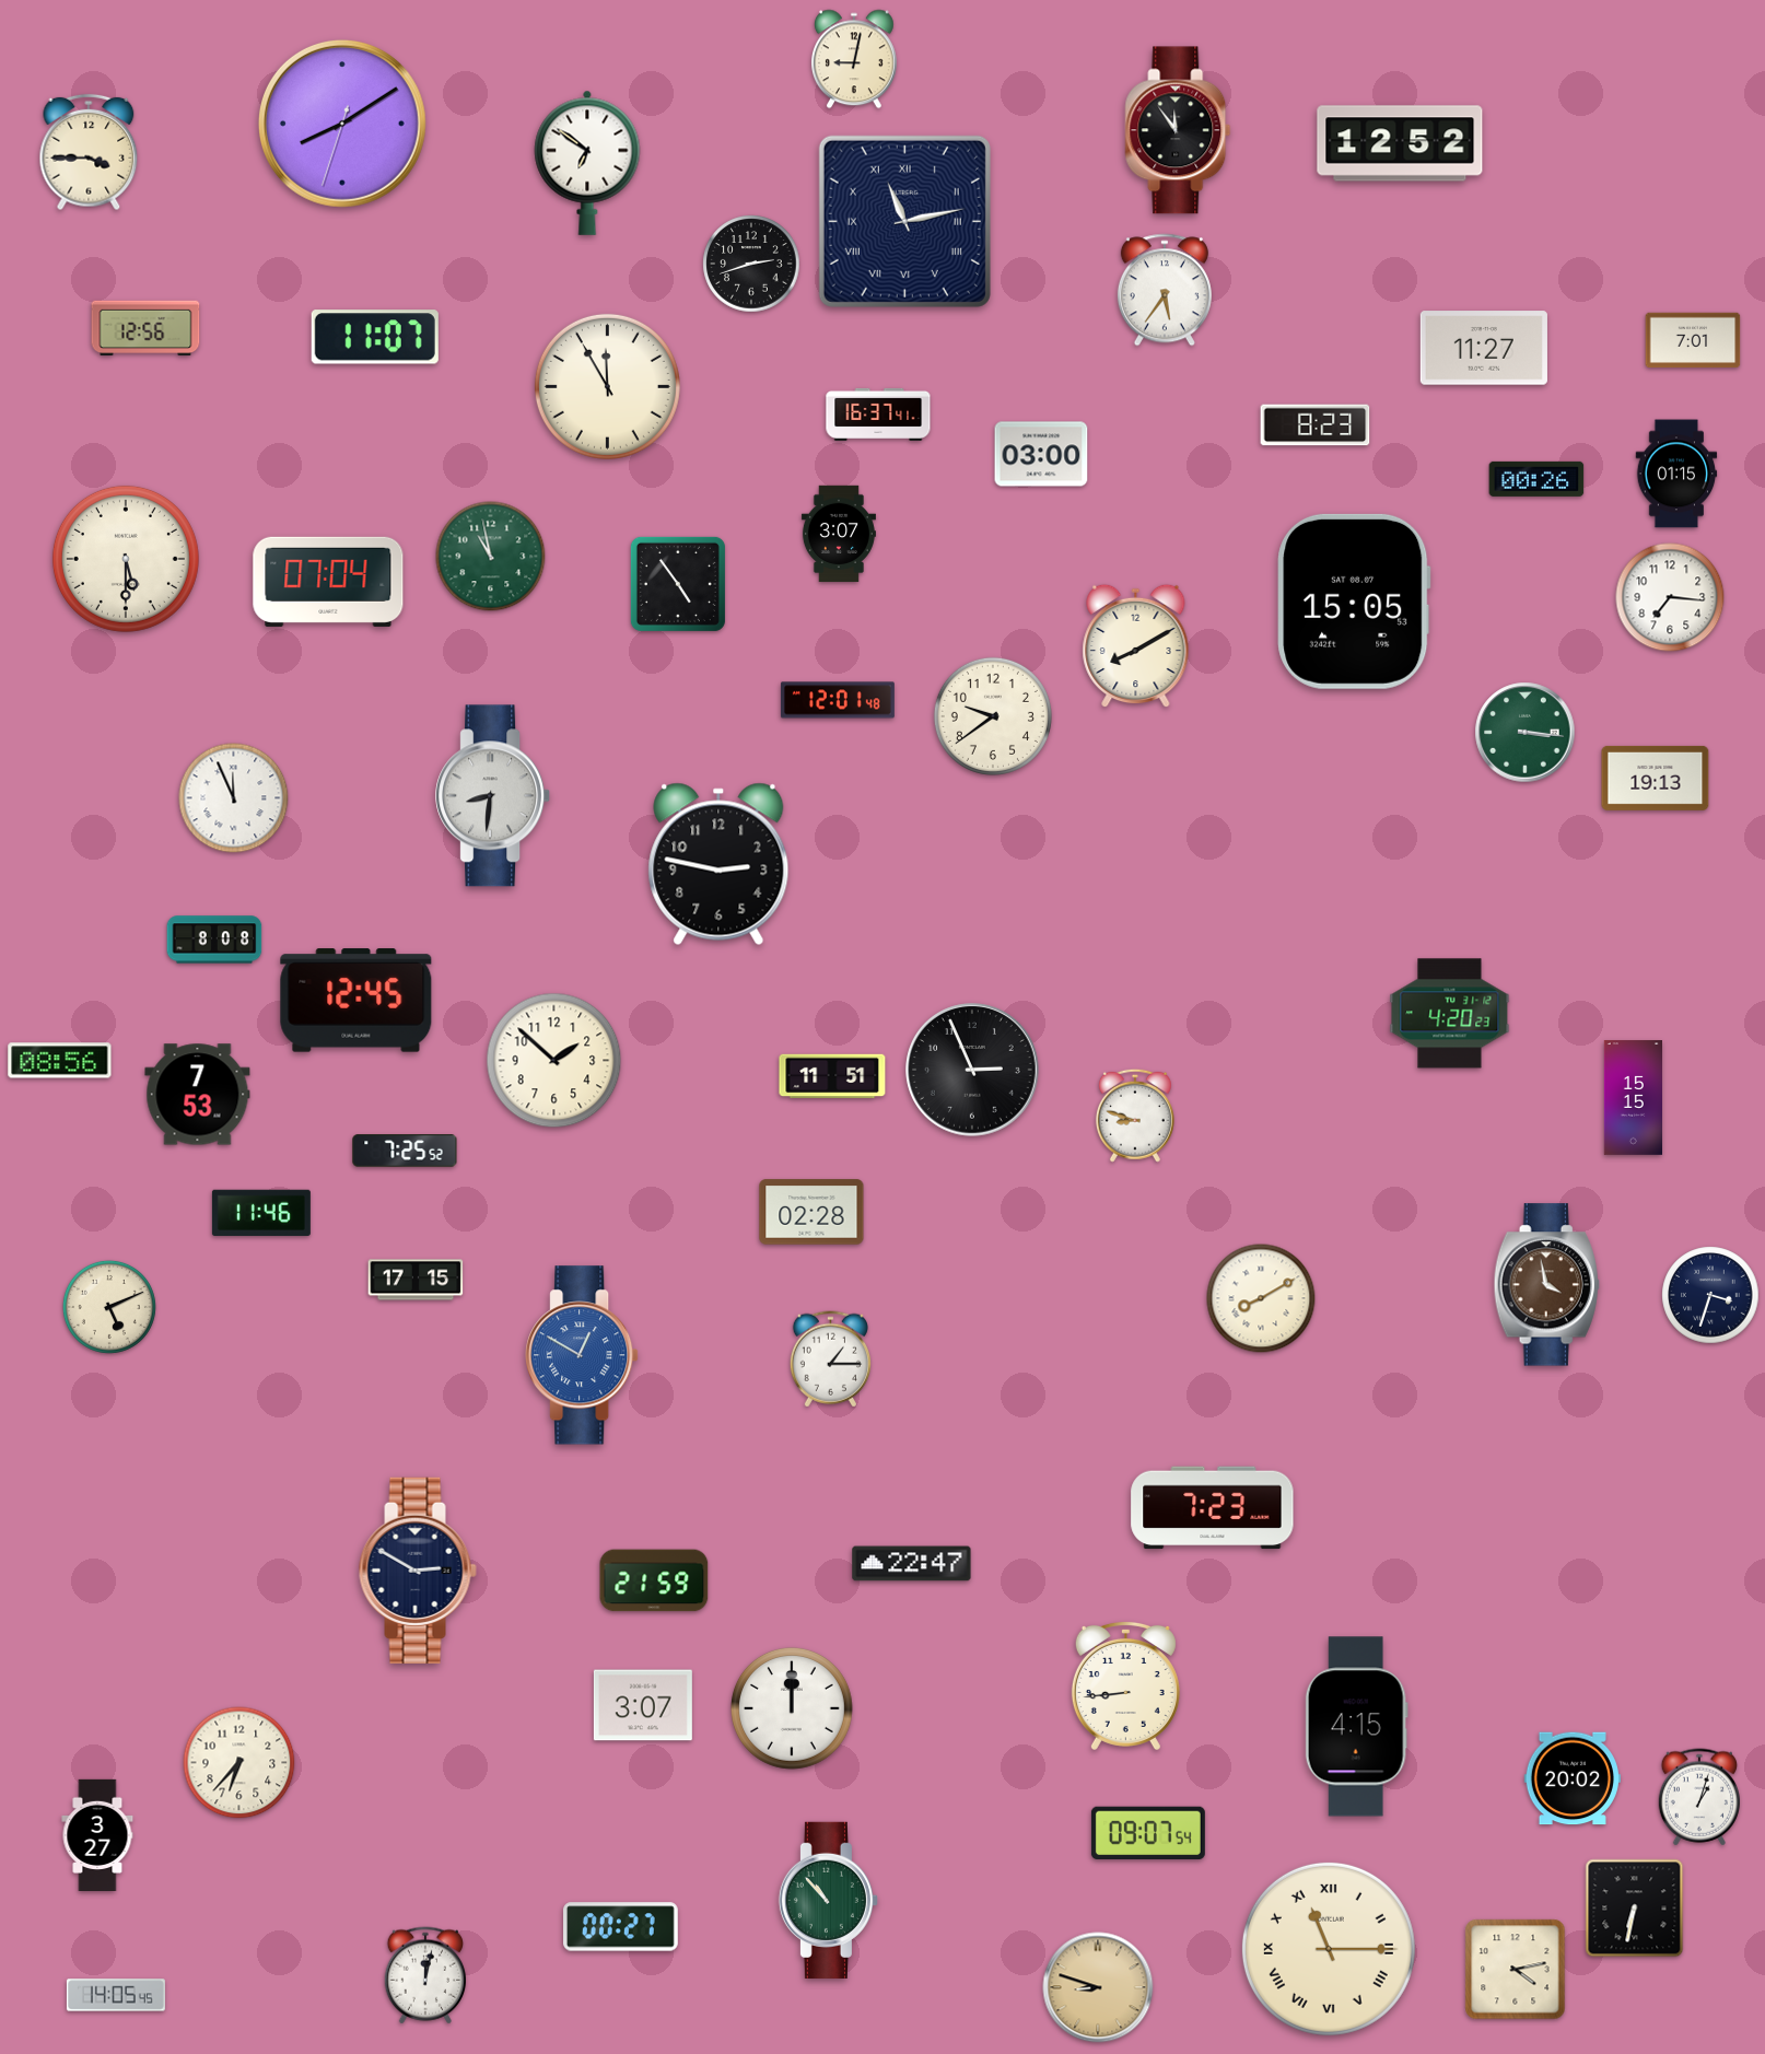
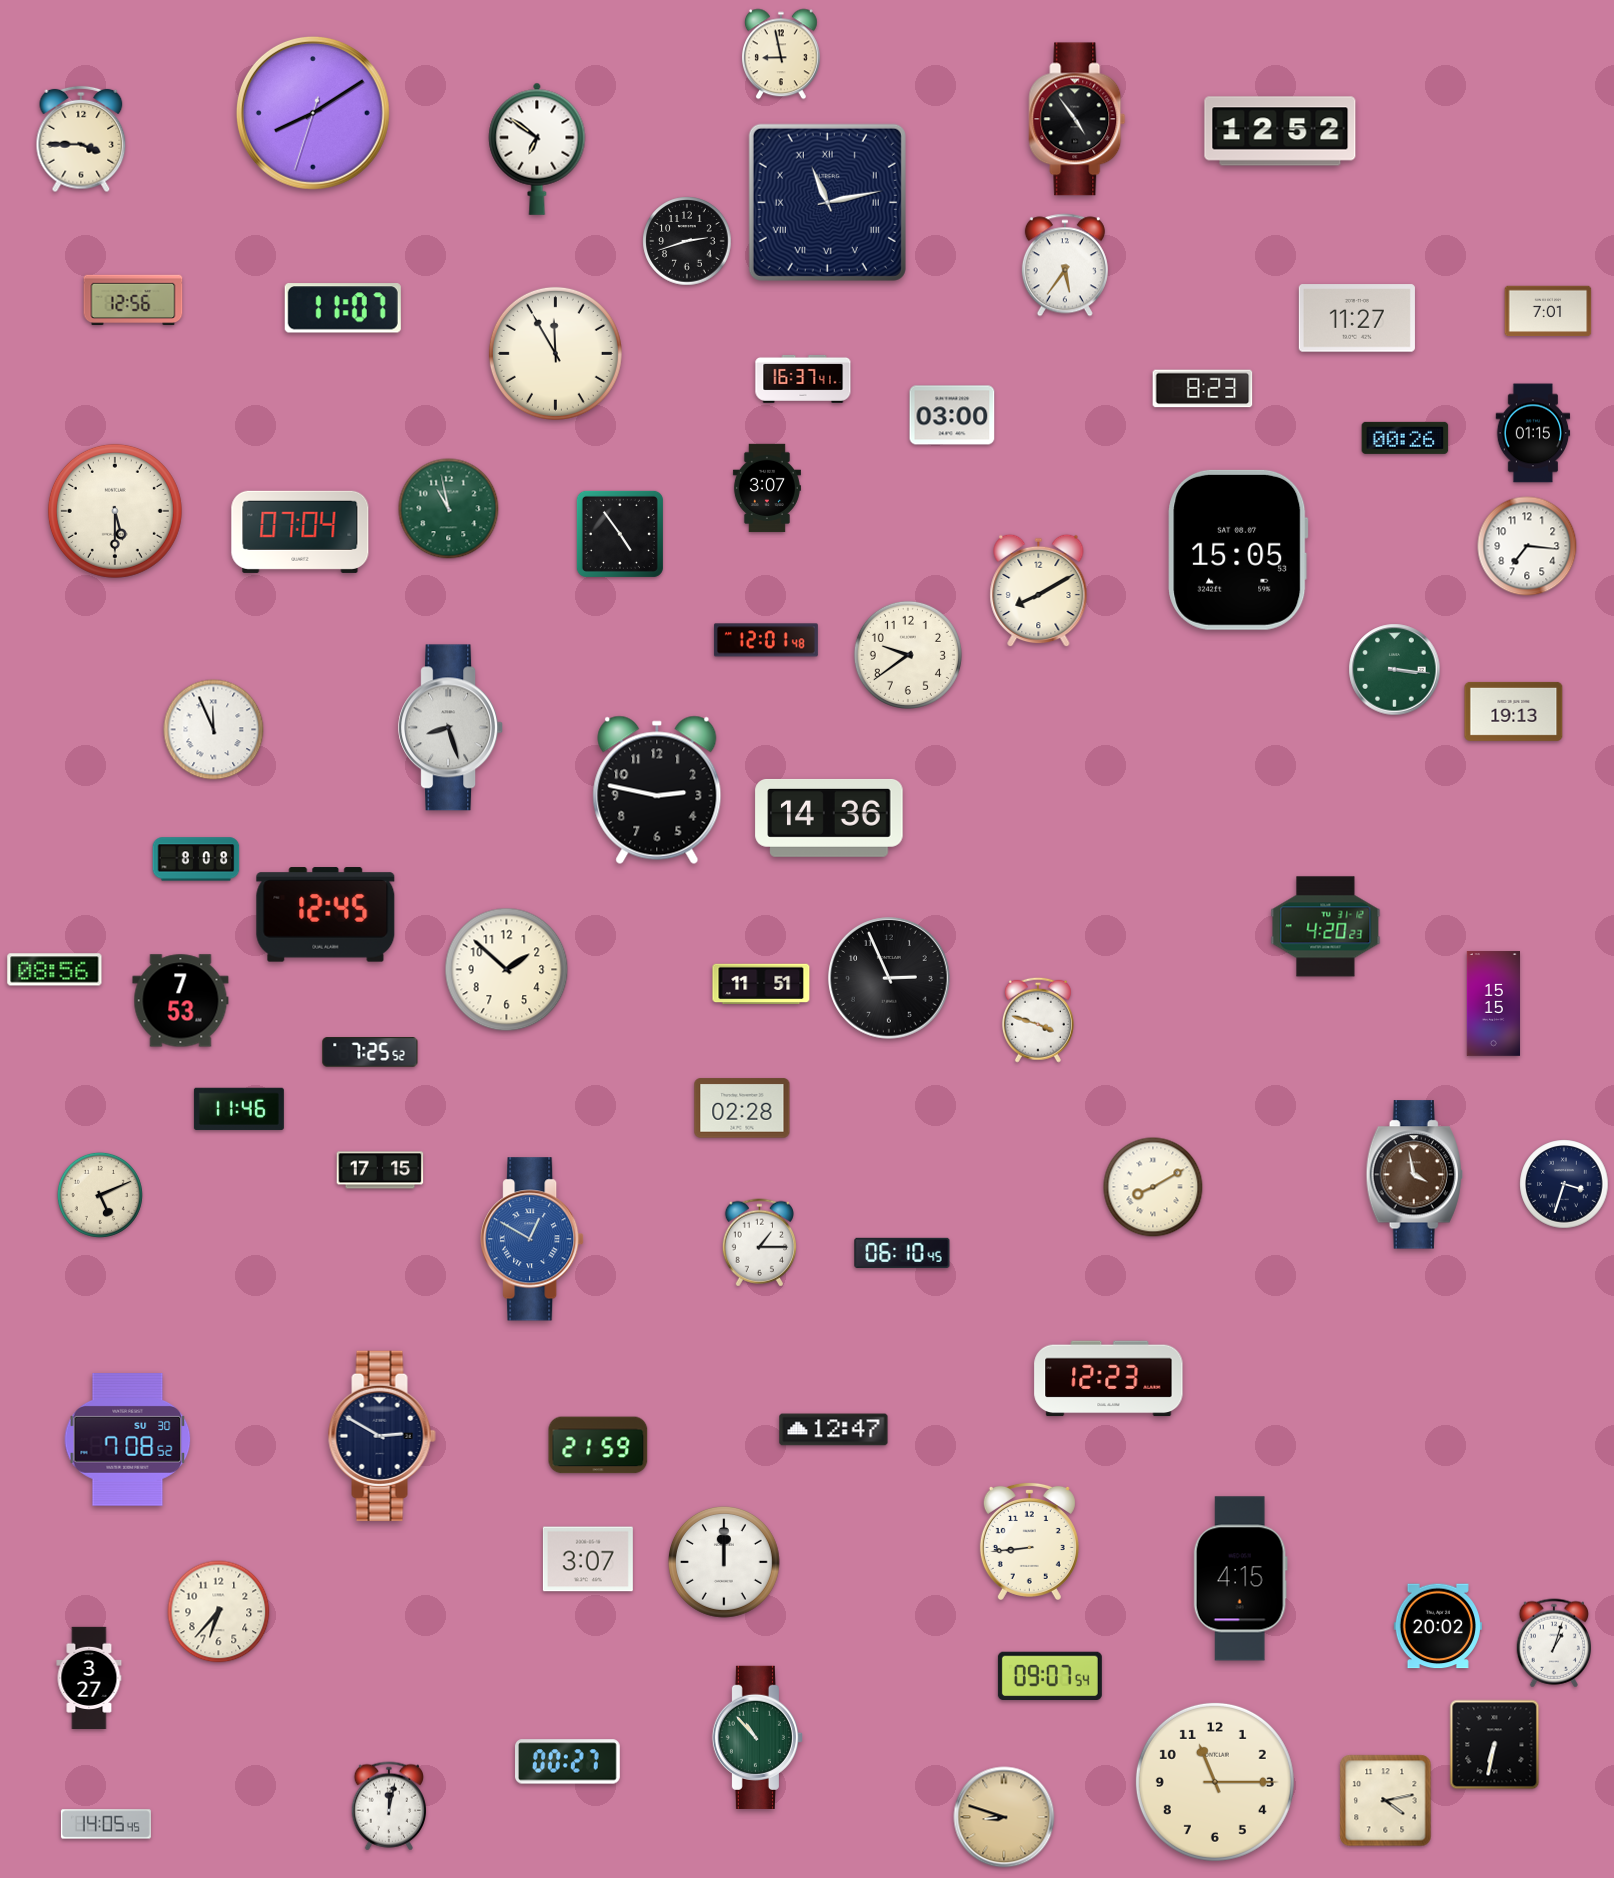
clock at (854, 59): 9:02 -> 8:58
clock at (1178, 130): 11:54 -> 4:54
clock at (493, 796): 8:31 -> 8:27
clock at (829, 818): none -> 14:36
clock at (1135, 1116): 8:48 -> 3:48
clock at (902, 1253): none -> 06:10
clock at (1213, 1508): 7:23 -> 12:23
clock at (912, 1564): 22:47 -> 12:47
clock at (128, 1440): none -> 7:08
clock at (1329, 1949) numerals: Roman -> Arabic
